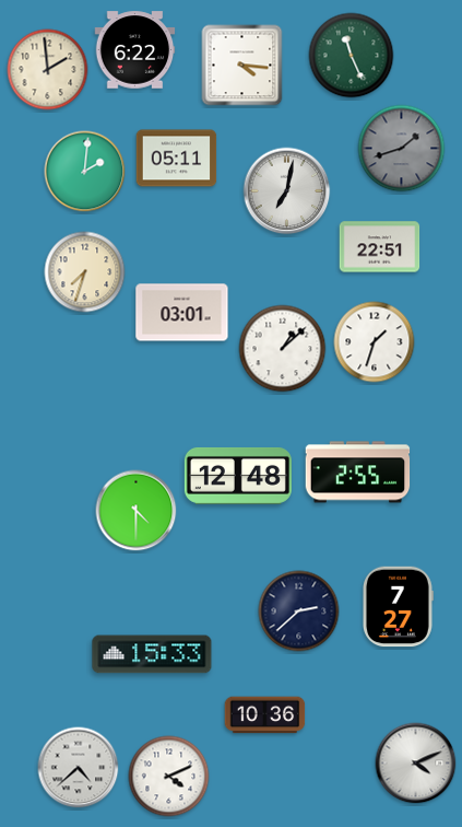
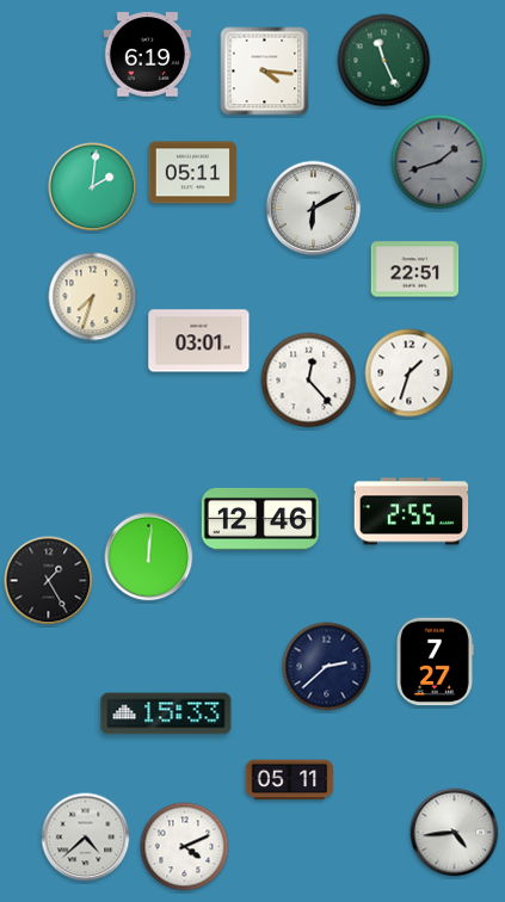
clock at (135, 50): 6:22 -> 6:19
clock at (48, 70): 1:59 -> none
clock at (287, 191): 7:02 -> 6:10
clock at (283, 349): 1:08 -> 12:23
clock at (358, 473) position: (358, 473) -> (412, 512)
clock at (238, 476): 12:48 -> 12:46
clock at (137, 511): 4:30 -> 12:01
clock at (49, 581): none -> 1:25
clock at (265, 715): 10:36 -> 05:11
clock at (416, 764): 4:11 -> 4:44
